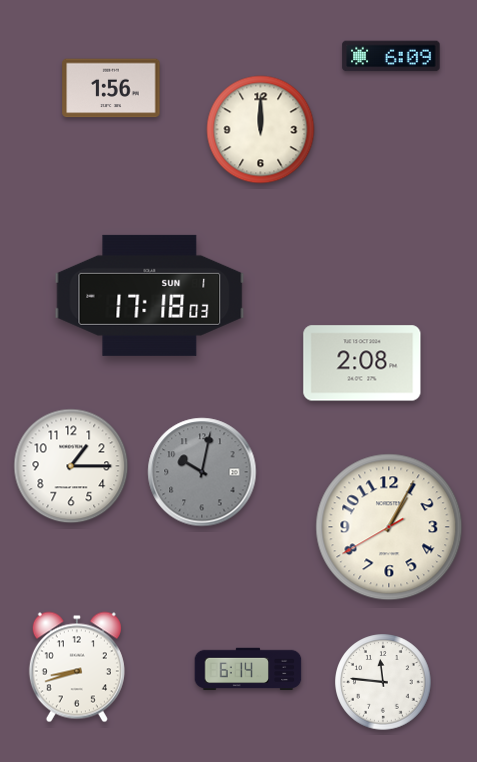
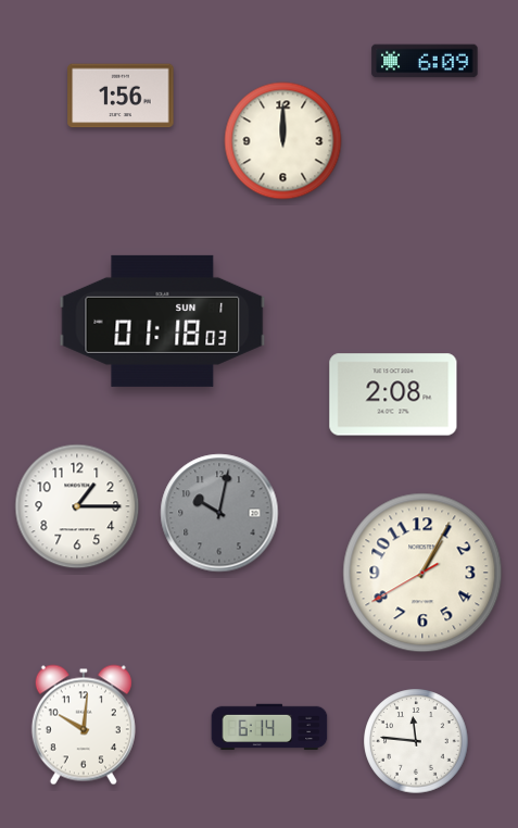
clock at (150, 295): 17:18 -> 01:18
clock at (77, 667): 8:42 -> 10:01
